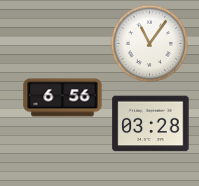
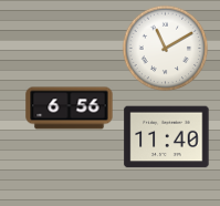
clock at (149, 43): 11:06 -> 11:10
clock at (151, 124): 03:28 -> 11:40
